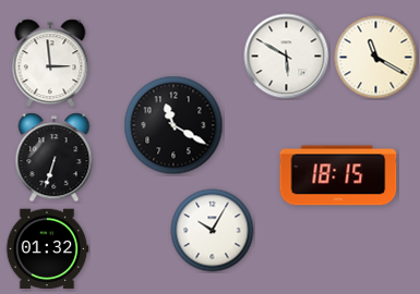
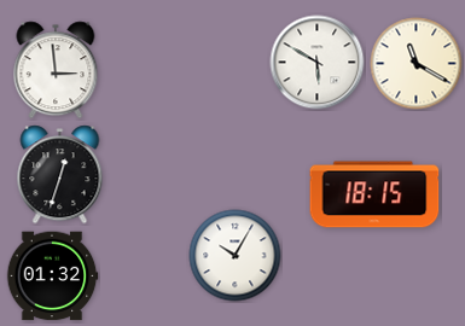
clock at (173, 125): 11:20 -> none
clock at (55, 158): 6:33 -> 12:33
